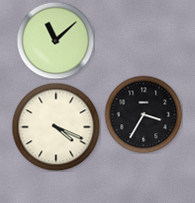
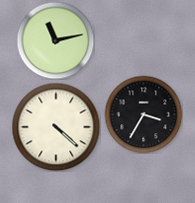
clock at (55, 40): 11:08 -> 11:13
clock at (56, 127): 4:19 -> 4:22
